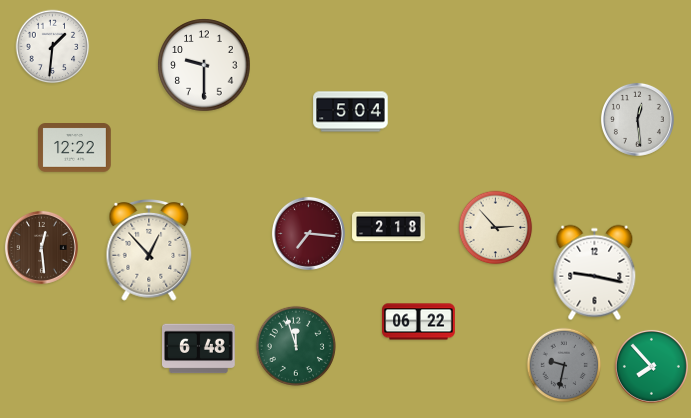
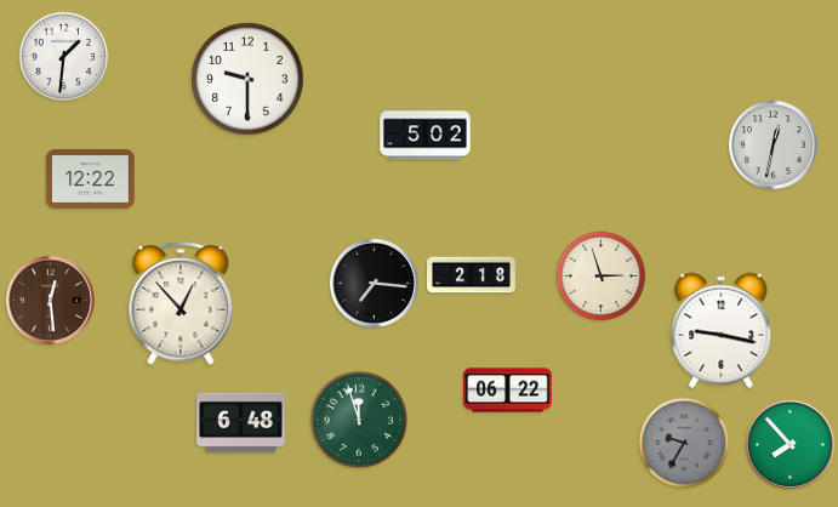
clock at (351, 112): 5:04 -> 5:02
clock at (637, 119): 12:29 -> 12:32
clock at (496, 228): 2:53 -> 2:57
clock at (308, 233) dial: burgundy -> black
clock at (564, 365): 9:32 -> 9:35
